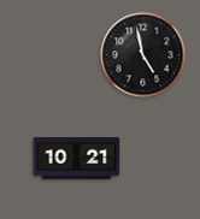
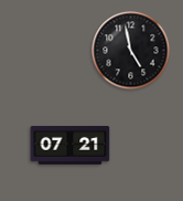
clock at (77, 159): 10:21 -> 07:21
